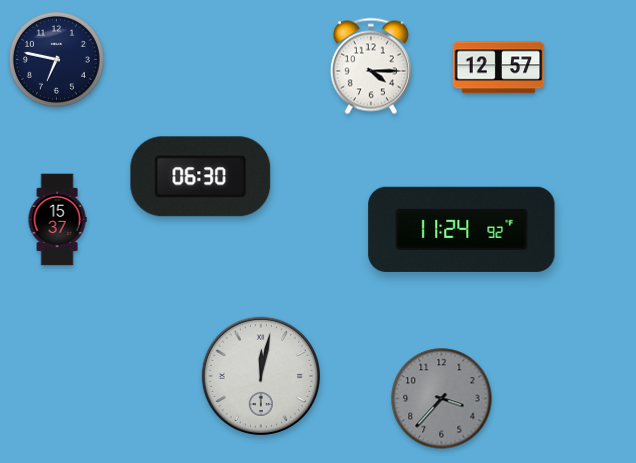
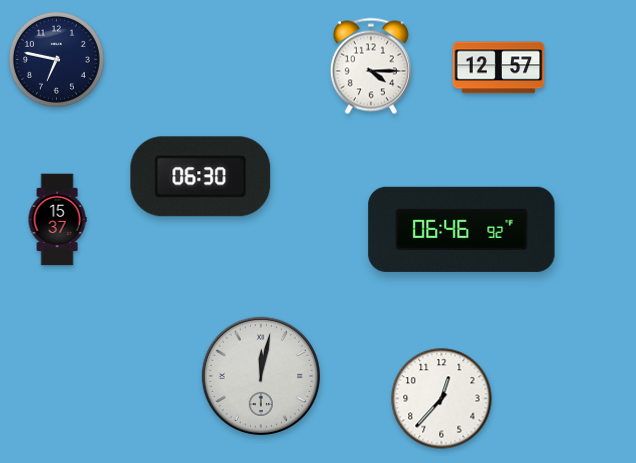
clock at (462, 229): 11:24 -> 06:46
clock at (442, 399): 3:37 -> 12:37
clock at (442, 399) dial: grey -> white
